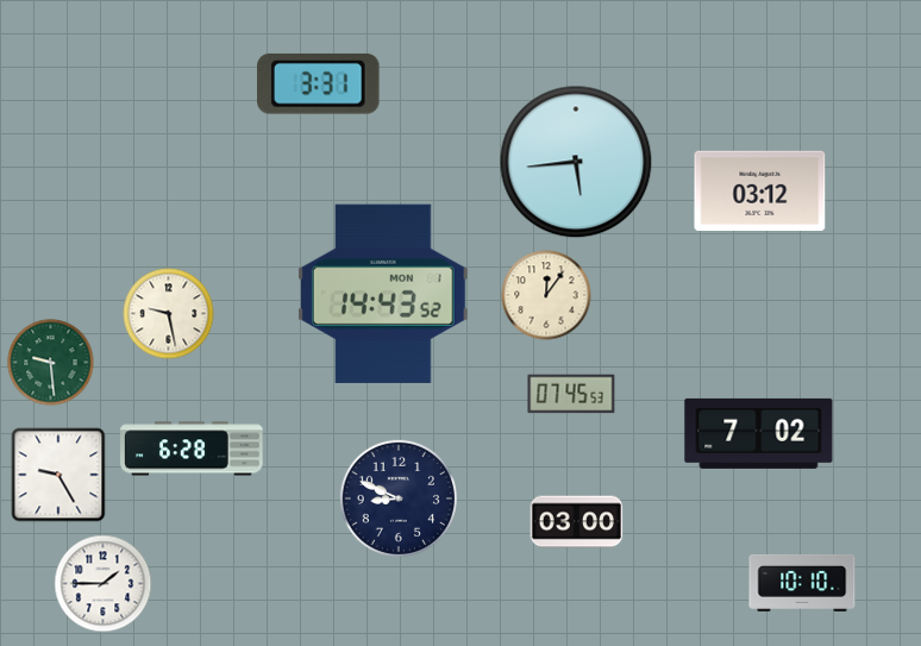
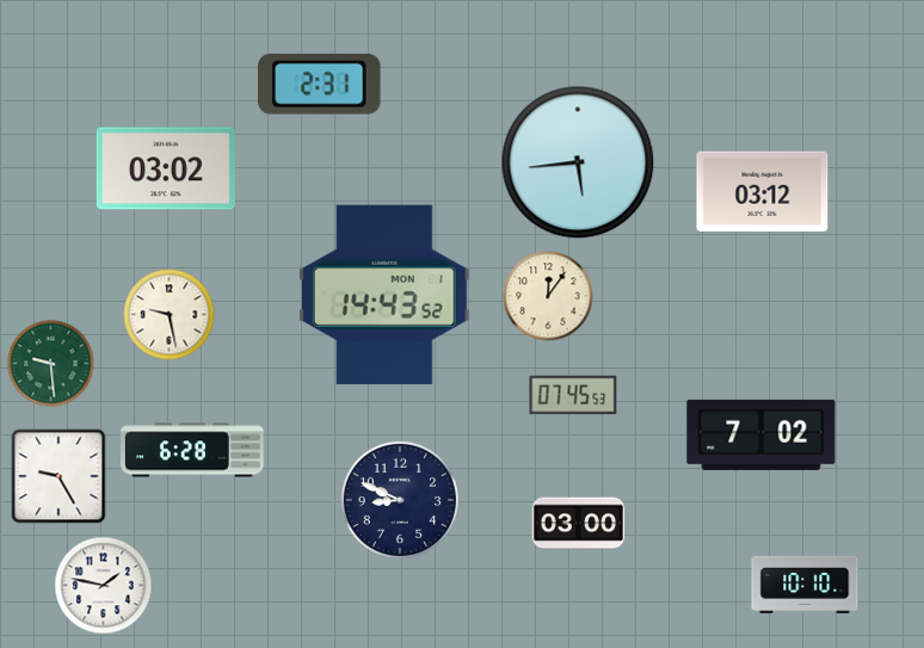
clock at (319, 83): 3:31 -> 2:31
clock at (166, 168): none -> 03:02
clock at (104, 584): 1:45 -> 1:47
